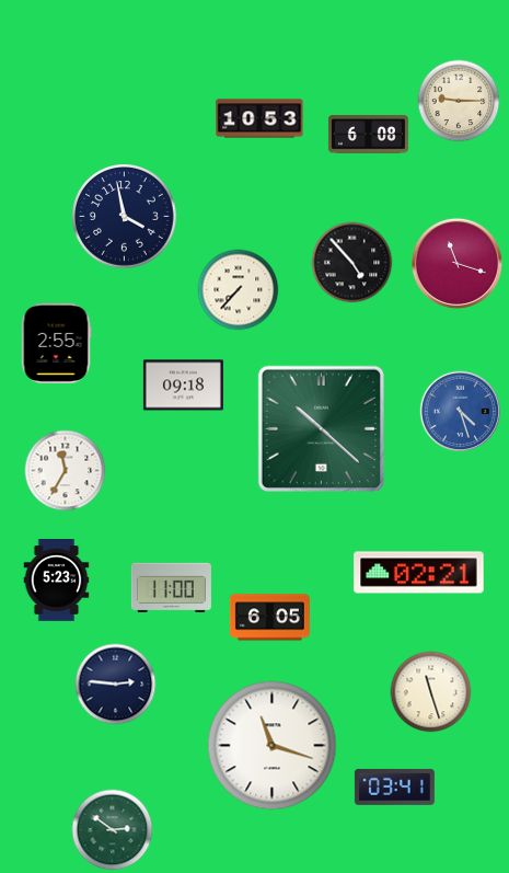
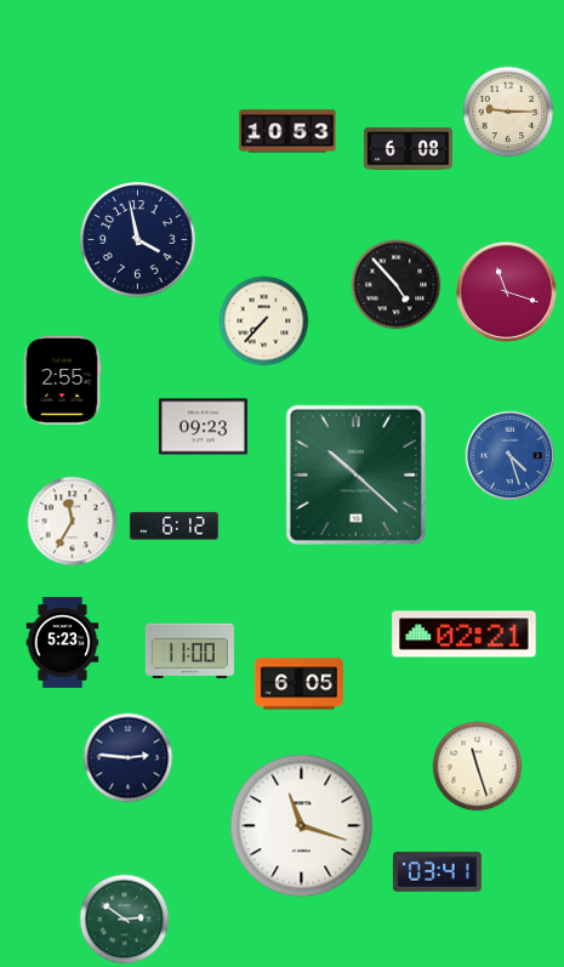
clock at (352, 263) position: (352, 263) -> (397, 285)
clock at (183, 386): 09:18 -> 09:23
clock at (173, 527): none -> 6:12
